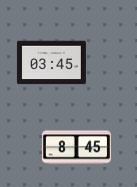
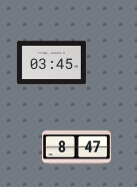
clock at (76, 148): 8:45 -> 8:47
